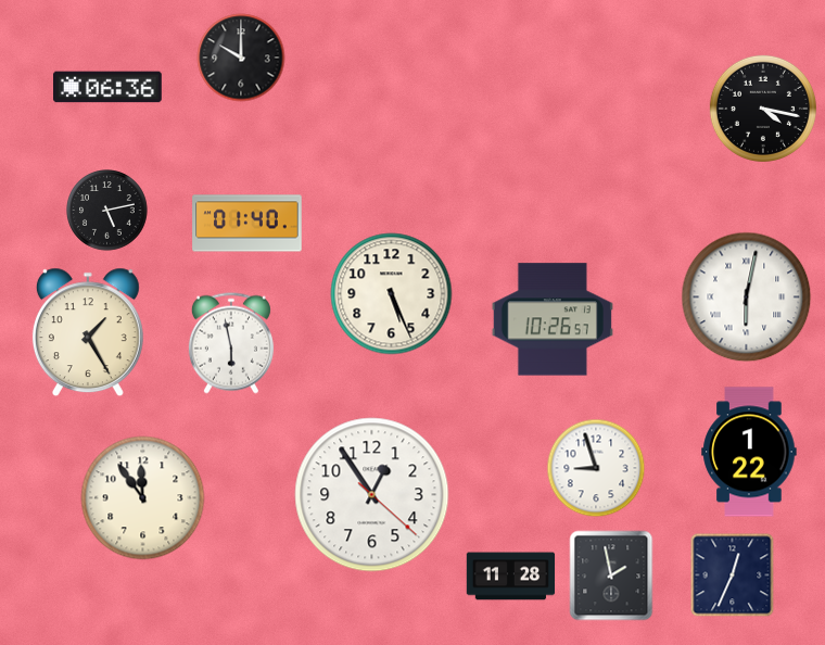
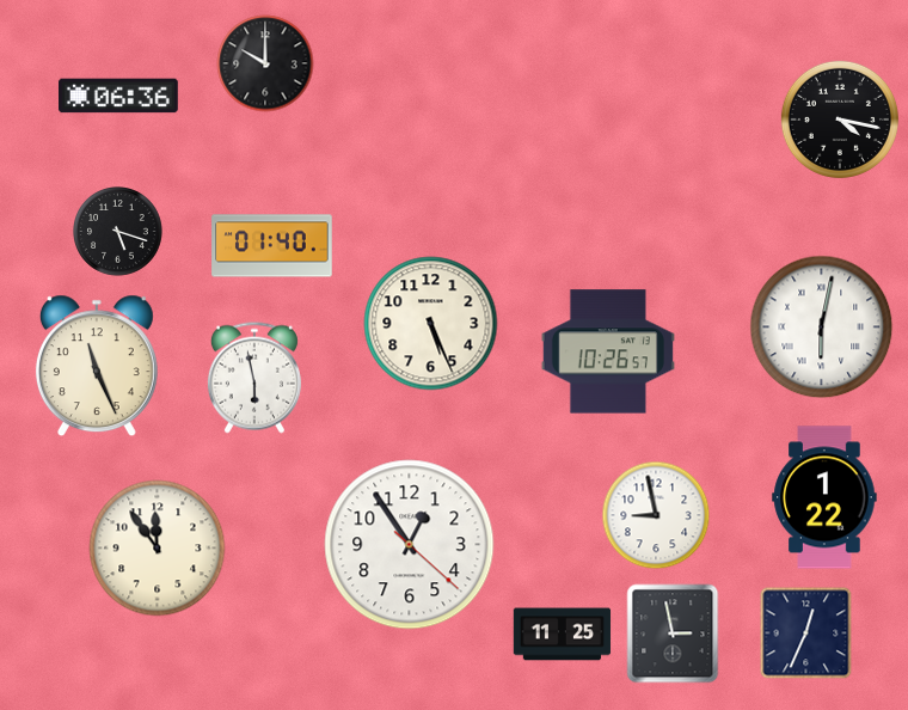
clock at (107, 211): 5:13 -> 5:18
clock at (88, 332): 1:25 -> 11:26
clock at (596, 468): 8:57 -> 8:58
clock at (611, 576): 1:58 -> 2:58
clock at (511, 577): 11:28 -> 11:25
